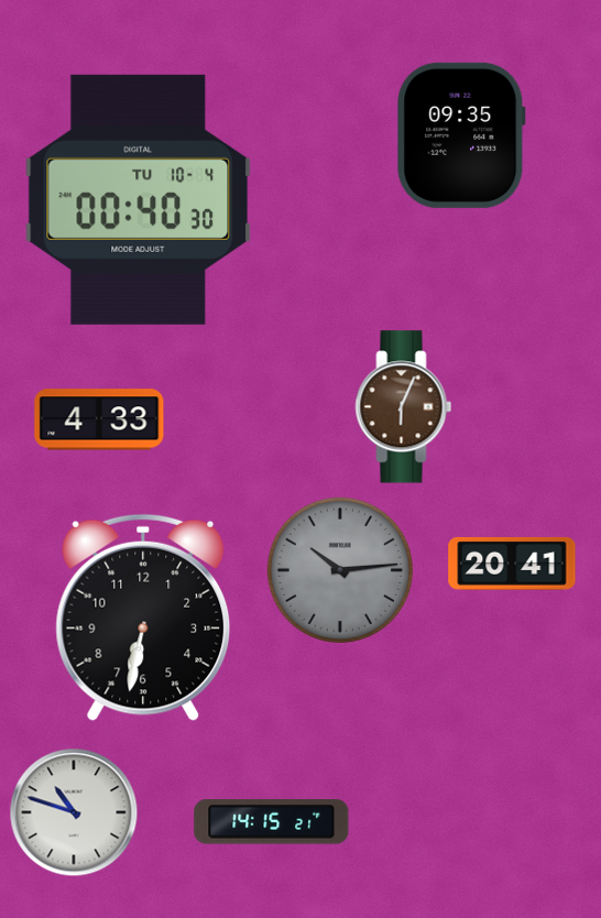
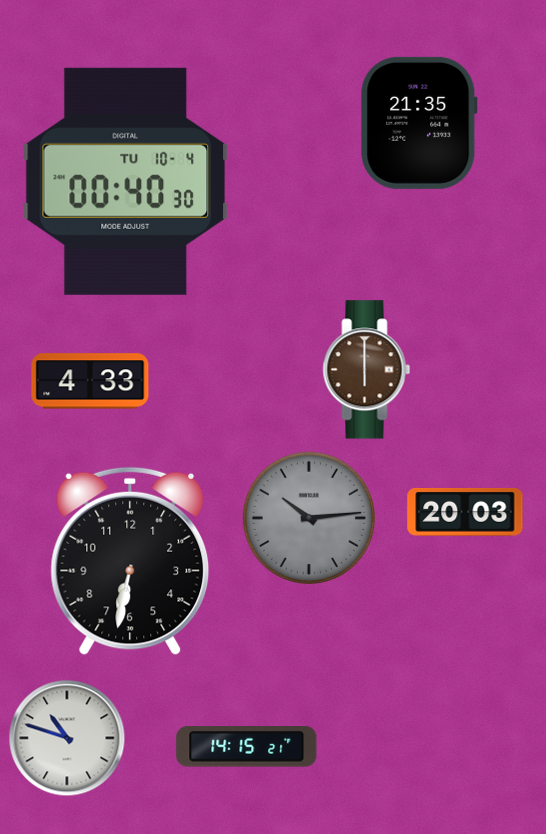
clock at (461, 135): 09:35 -> 21:35
clock at (404, 407): 6:04 -> 6:00
clock at (512, 564): 20:41 -> 20:03
